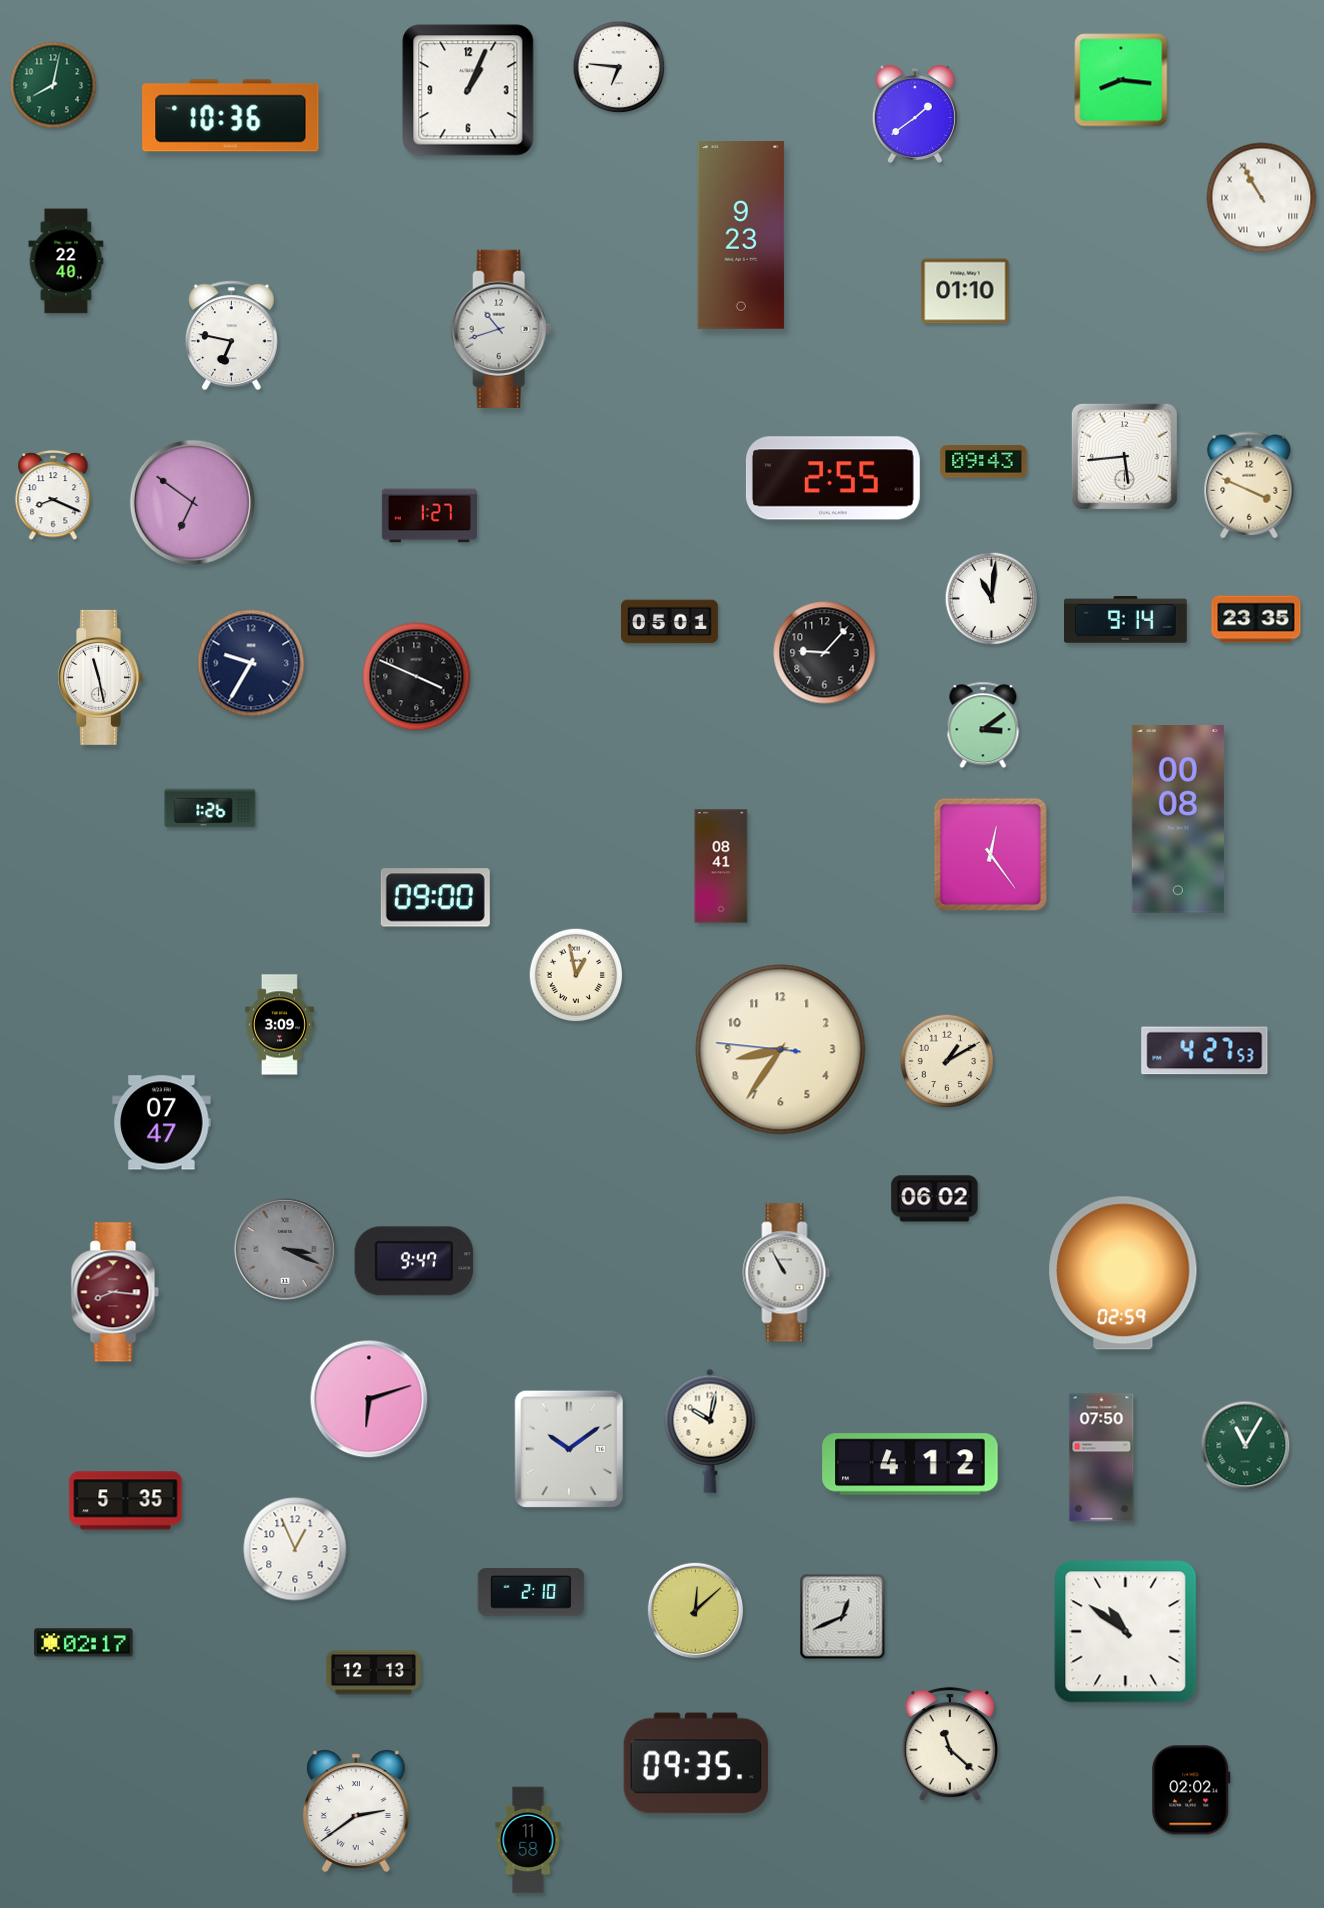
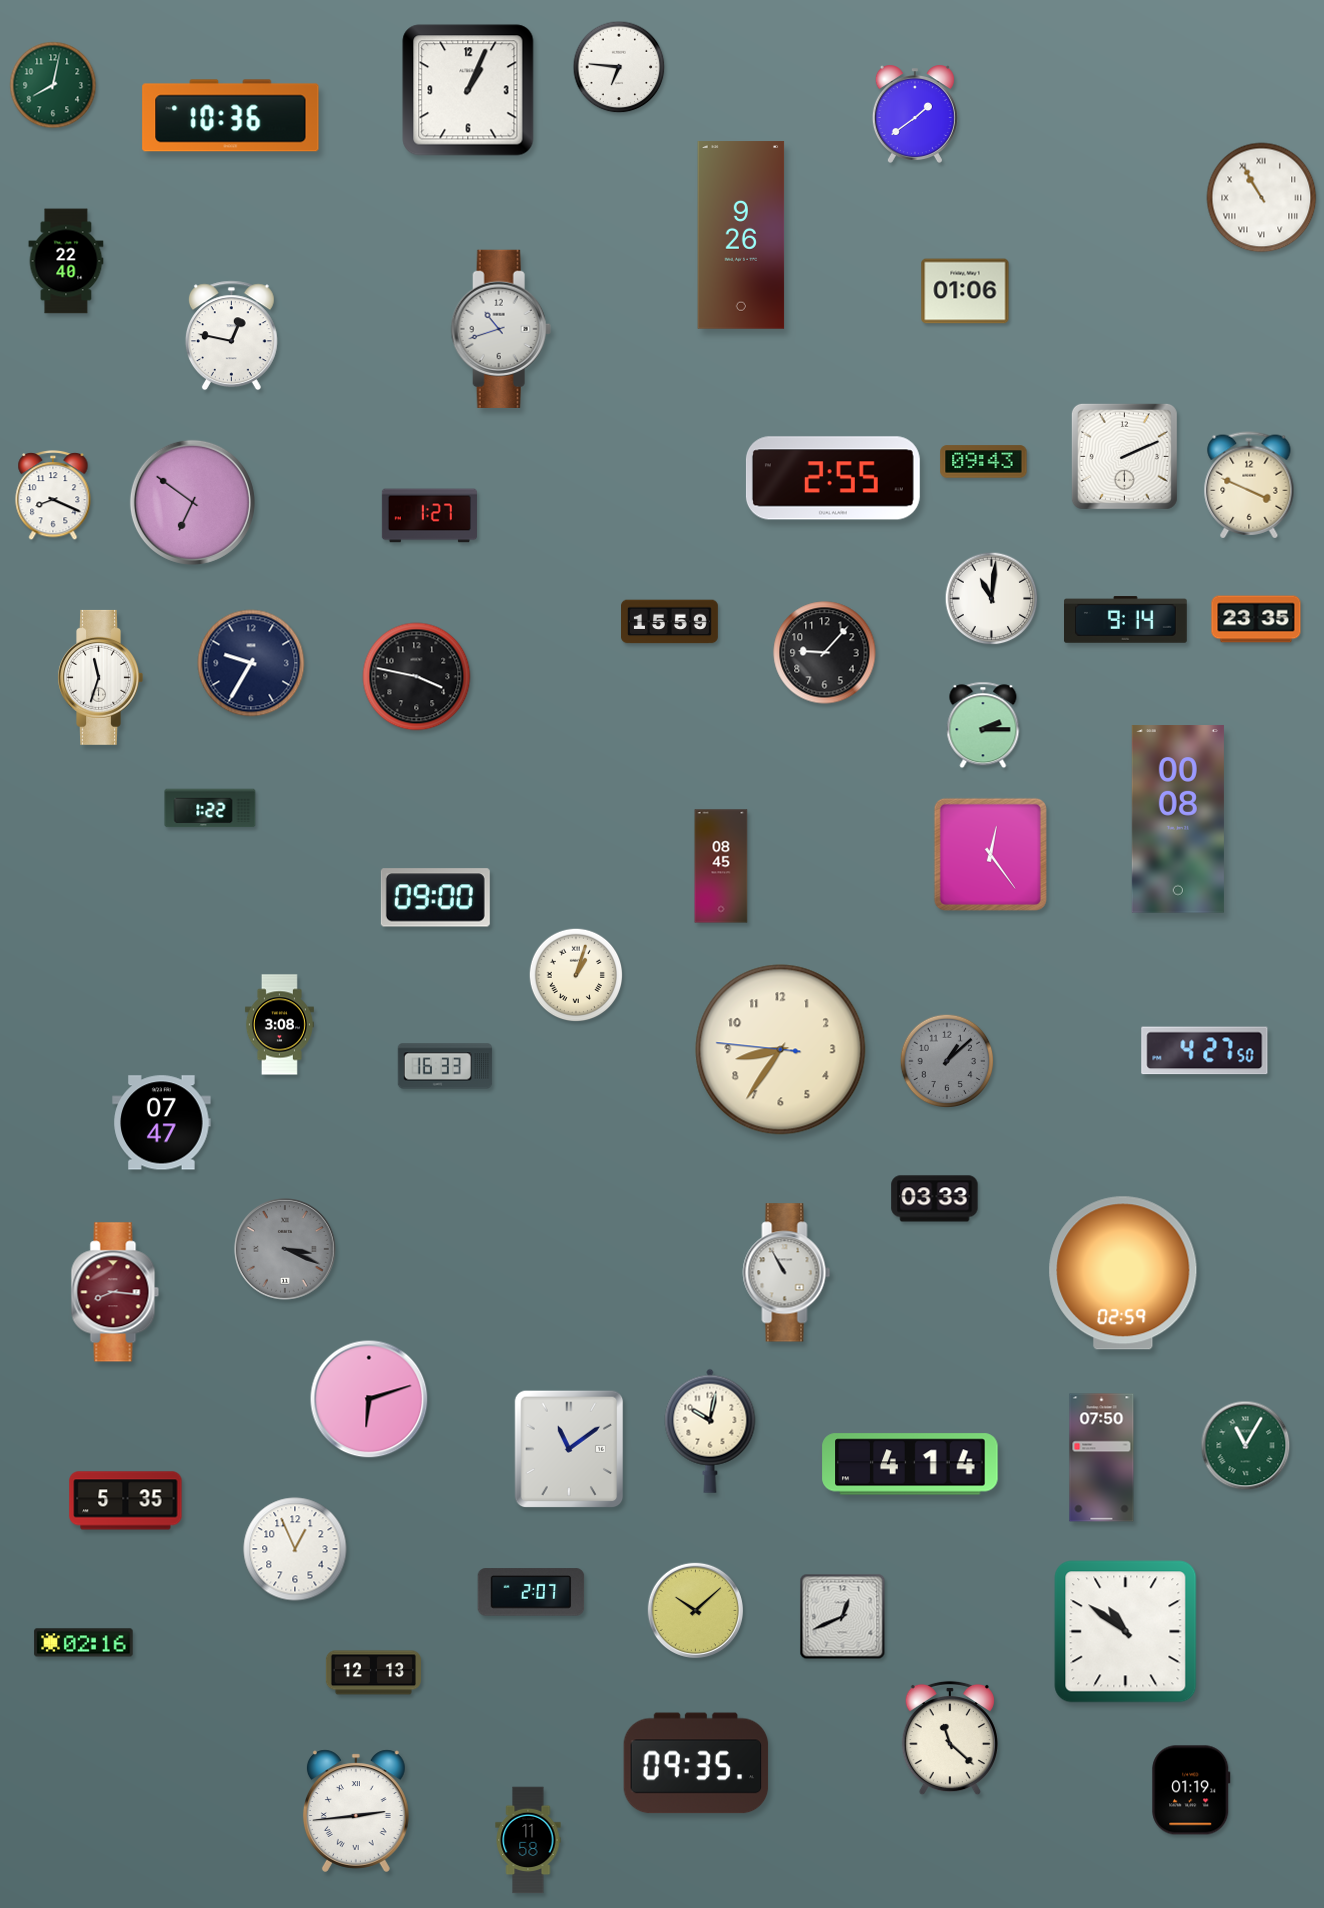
clock at (1121, 80): 8:16 -> none
clock at (741, 235): 9:23 -> 9:26
clock at (965, 291): 01:10 -> 01:06
clock at (231, 336): 6:47 -> 12:47
clock at (1124, 456): 5:44 -> 2:11
clock at (670, 622): 05:01 -> 15:59
clock at (100, 677): 11:28 -> 11:33
clock at (417, 677): 3:49 -> 3:47
clock at (983, 725): 3:09 -> 2:15
clock at (210, 808): 1:26 -> 1:22
clock at (721, 866): 08:41 -> 08:45
clock at (576, 975): 12:58 -> 1:03
clock at (279, 1025): 3:09 -> 3:08
clock at (1205, 1051): 4:27:53 -> 4:27:50
clock at (947, 1061): 1:10 -> 1:08
clock at (947, 1061) dial: cream -> grey
clock at (445, 1066): none -> 16:33
clock at (935, 1199): 06:02 -> 03:33
clock at (414, 1261): 9:47 -> none
clock at (569, 1449): 10:09 -> 11:09
clock at (910, 1464): 4:12 -> 4:14
clock at (531, 1592): 2:10 -> 2:07
clock at (695, 1610): 12:08 -> 10:08
clock at (84, 1643): 02:17 -> 02:16
clock at (950, 1744) position: (950, 1744) -> (950, 1738)
clock at (1191, 1790): 02:02 -> 01:19
clock at (356, 1811): 2:39 -> 2:44
